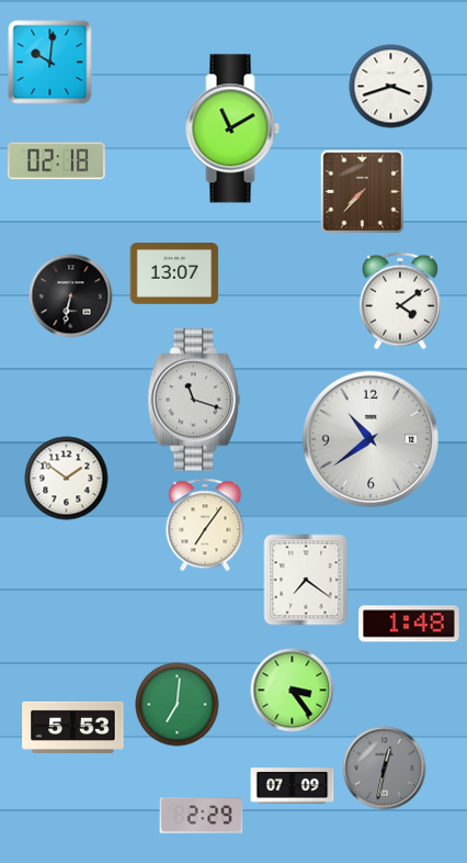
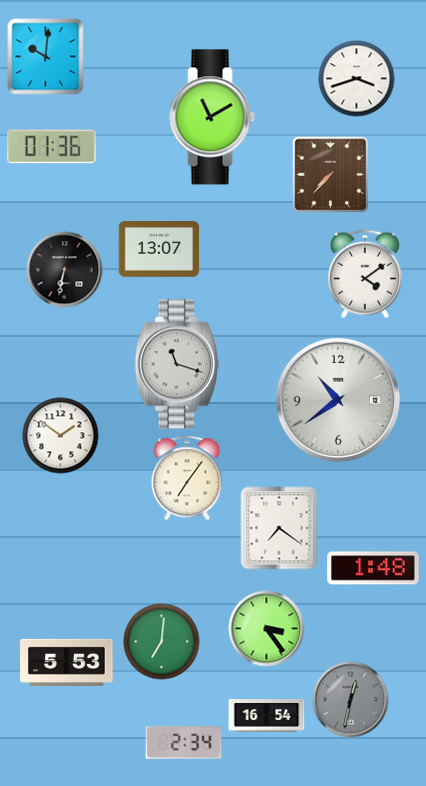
clock at (56, 161): 02:18 -> 01:36
clock at (293, 786): 07:09 -> 16:54
clock at (202, 816): 2:29 -> 2:34
